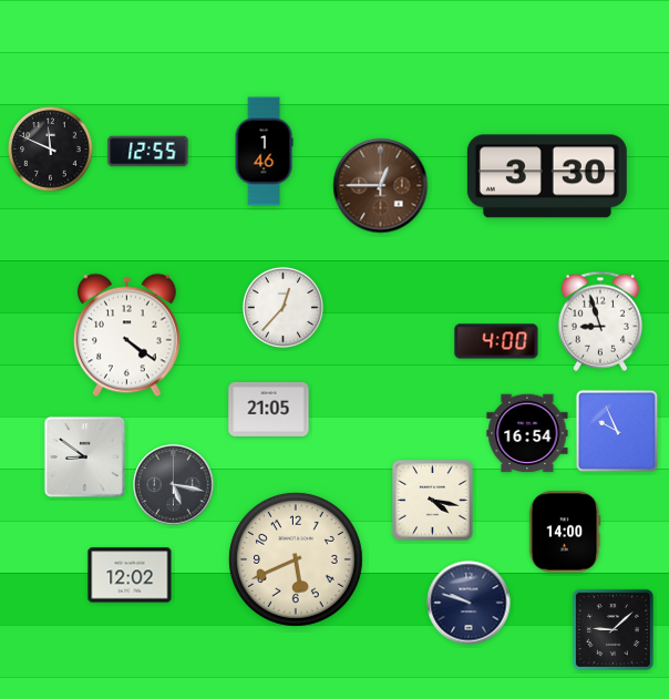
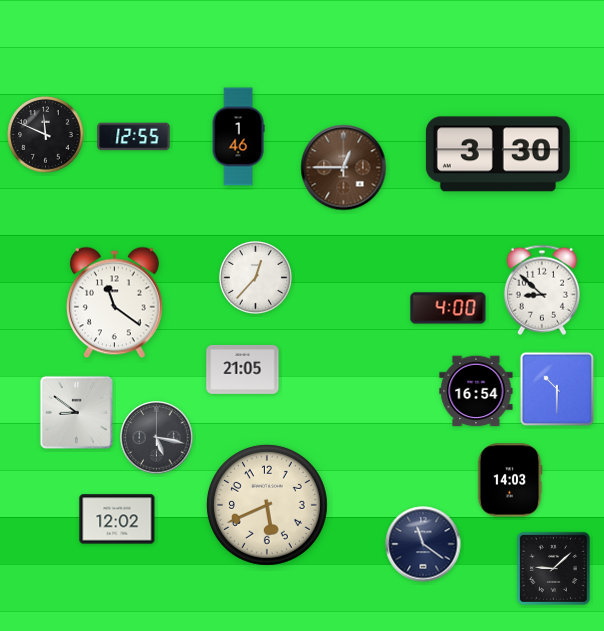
clock at (547, 176) position: (547, 176) -> (498, 154)
clock at (600, 321): 8:57 -> 8:52
clock at (127, 336): 4:21 -> 11:21
clock at (617, 431): 9:56 -> 10:30
clock at (433, 501): 4:17 -> none
clock at (565, 532): 14:00 -> 14:03
clock at (469, 603): 9:48 -> 11:21
